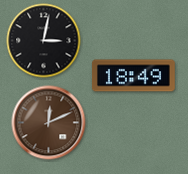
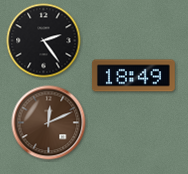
clock at (44, 41): 3:02 -> 2:24
